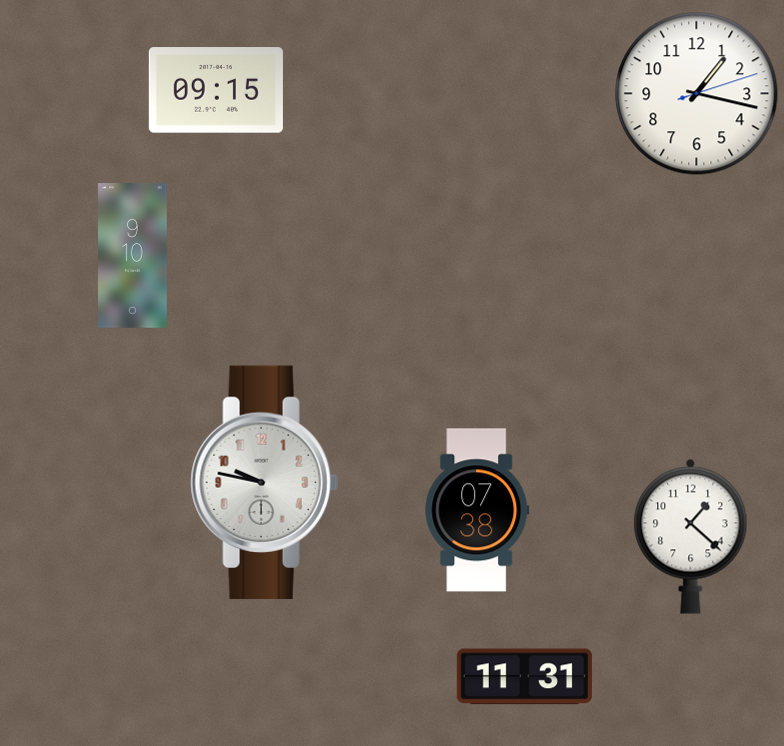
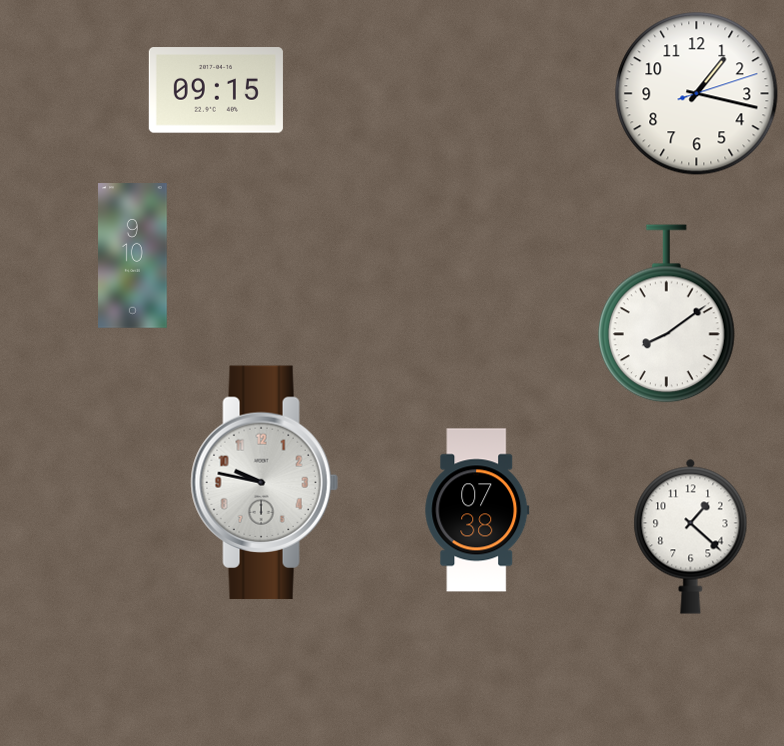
clock at (666, 314): none -> 8:09
clock at (524, 677): 11:31 -> none
